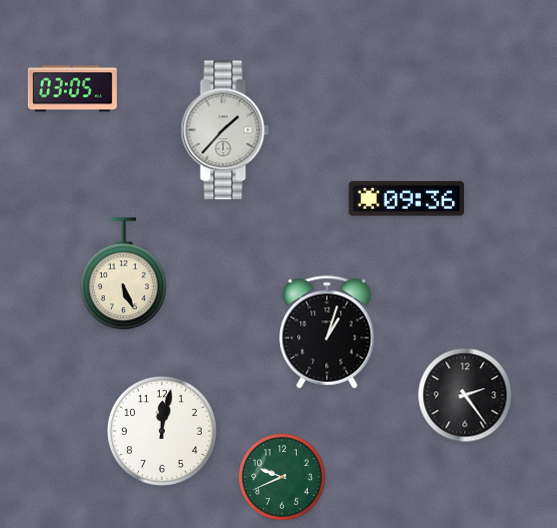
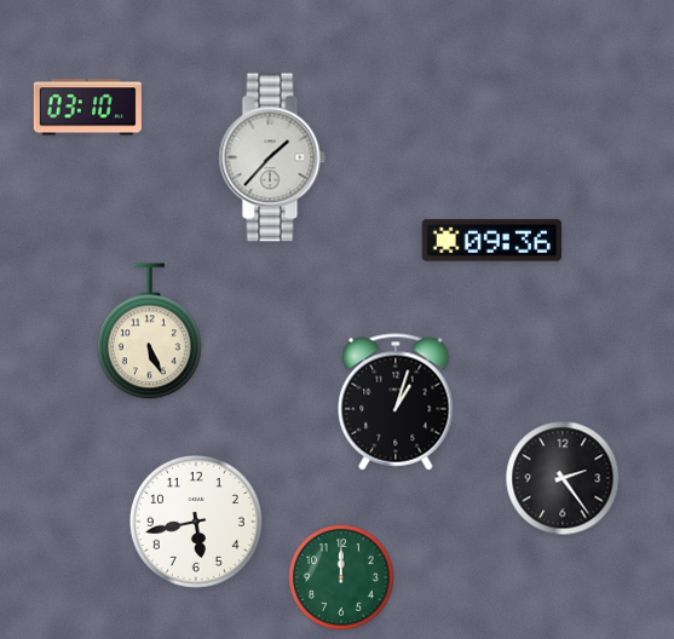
clock at (72, 89): 03:05 -> 03:10
clock at (162, 431): 12:02 -> 5:43
clock at (283, 478): 9:41 -> 12:00
